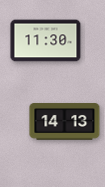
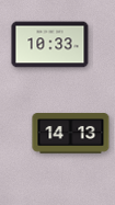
clock at (46, 41): 11:30 -> 10:33
